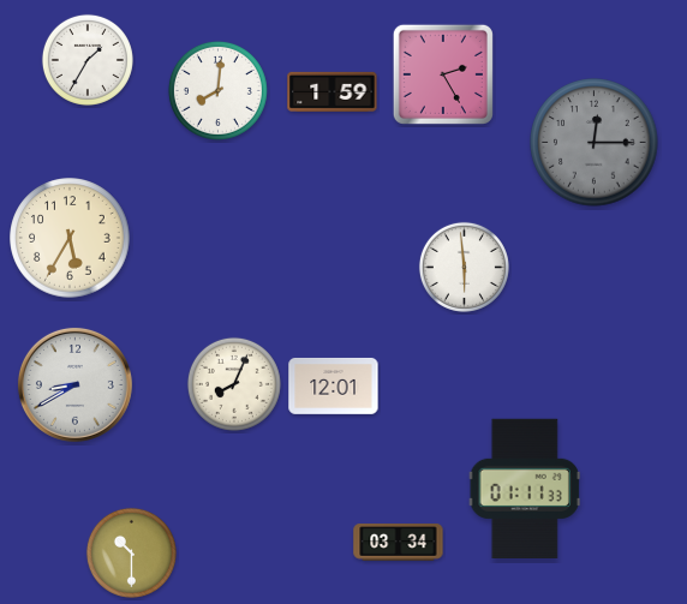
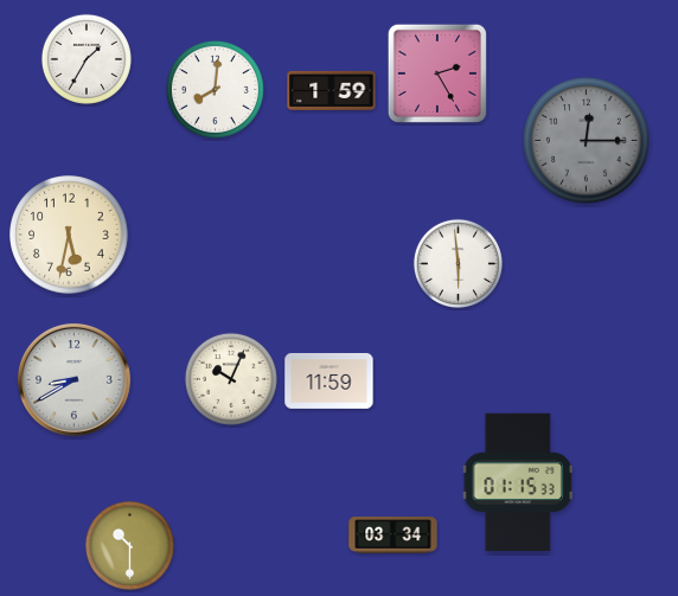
clock at (333, 91) position: (333, 91) -> (332, 90)
clock at (70, 238): 5:35 -> 5:32
clock at (234, 384): 8:04 -> 10:04
clock at (334, 385): 12:01 -> 11:59
clock at (525, 488): 01:11 -> 01:15
